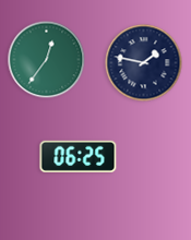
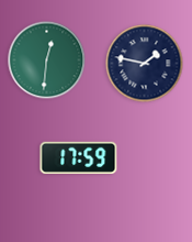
clock at (47, 60): 12:36 -> 12:31
clock at (79, 156): 06:25 -> 17:59
